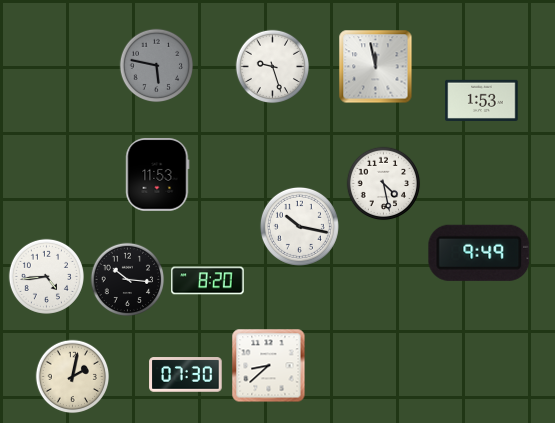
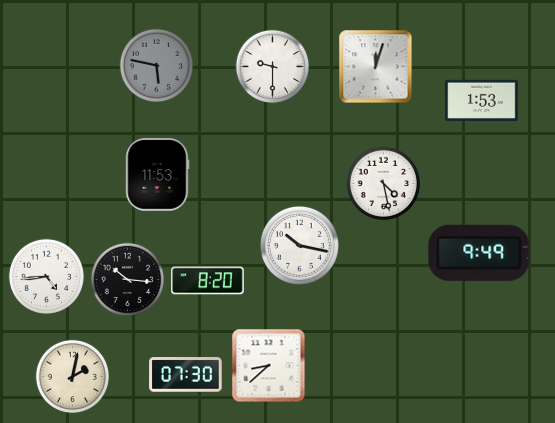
clock at (273, 67): 9:27 -> 9:30
clock at (376, 67): 11:58 -> 12:03
clock at (299, 226) position: (299, 226) -> (299, 245)
